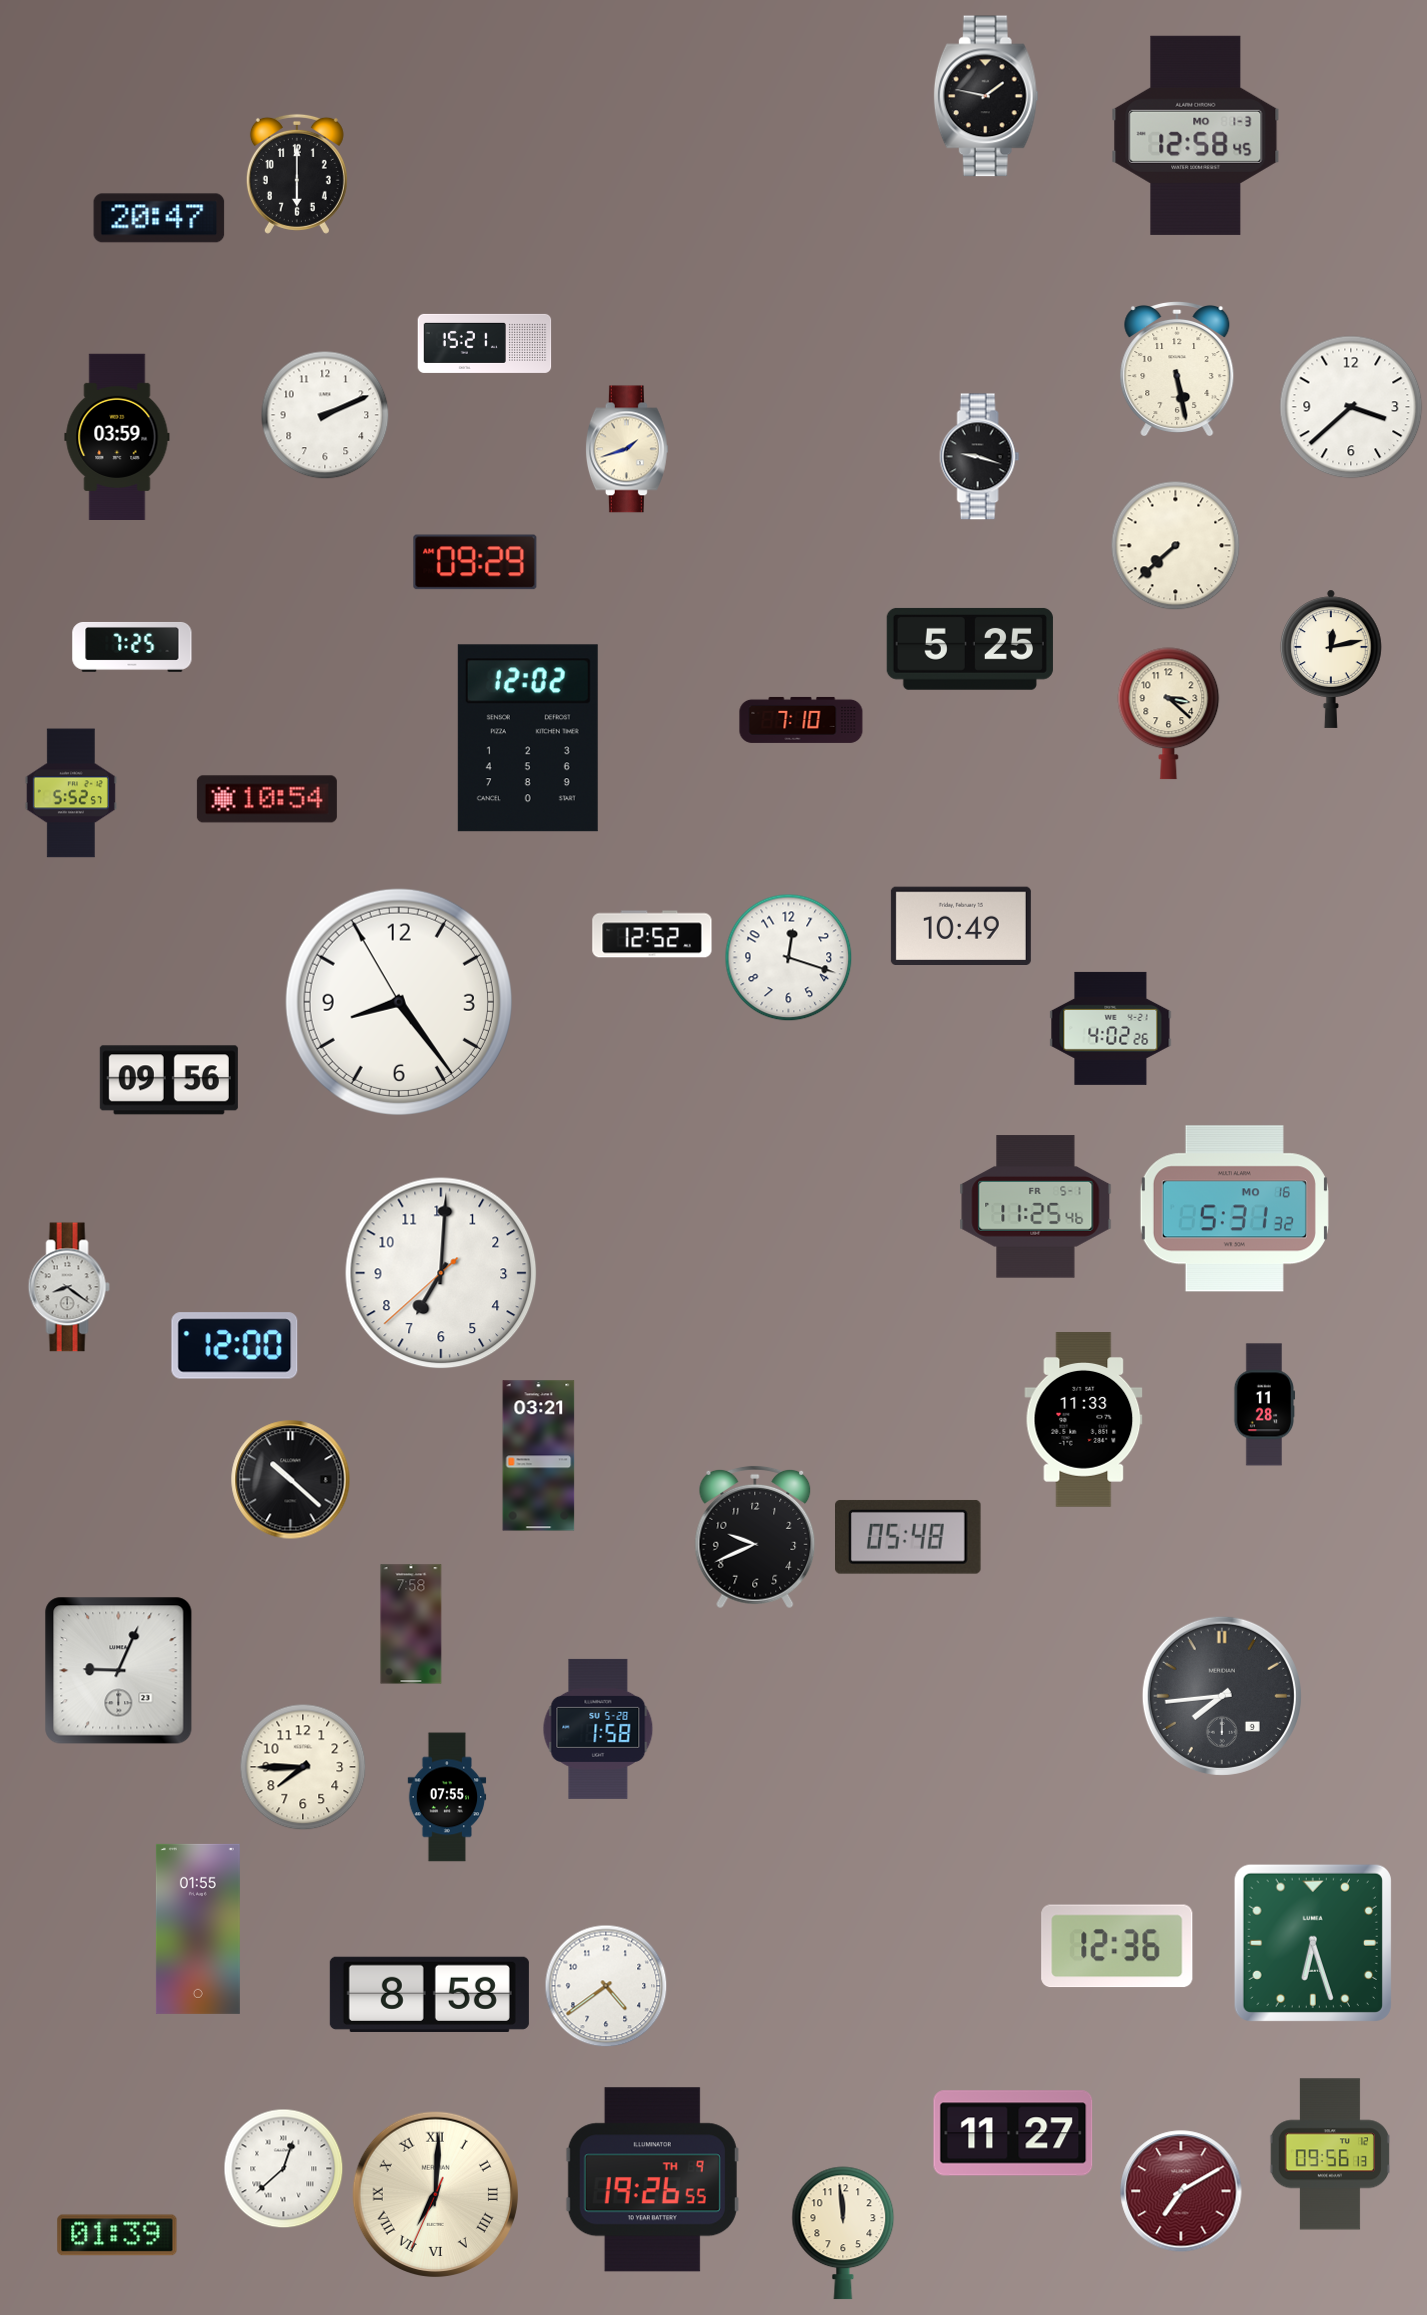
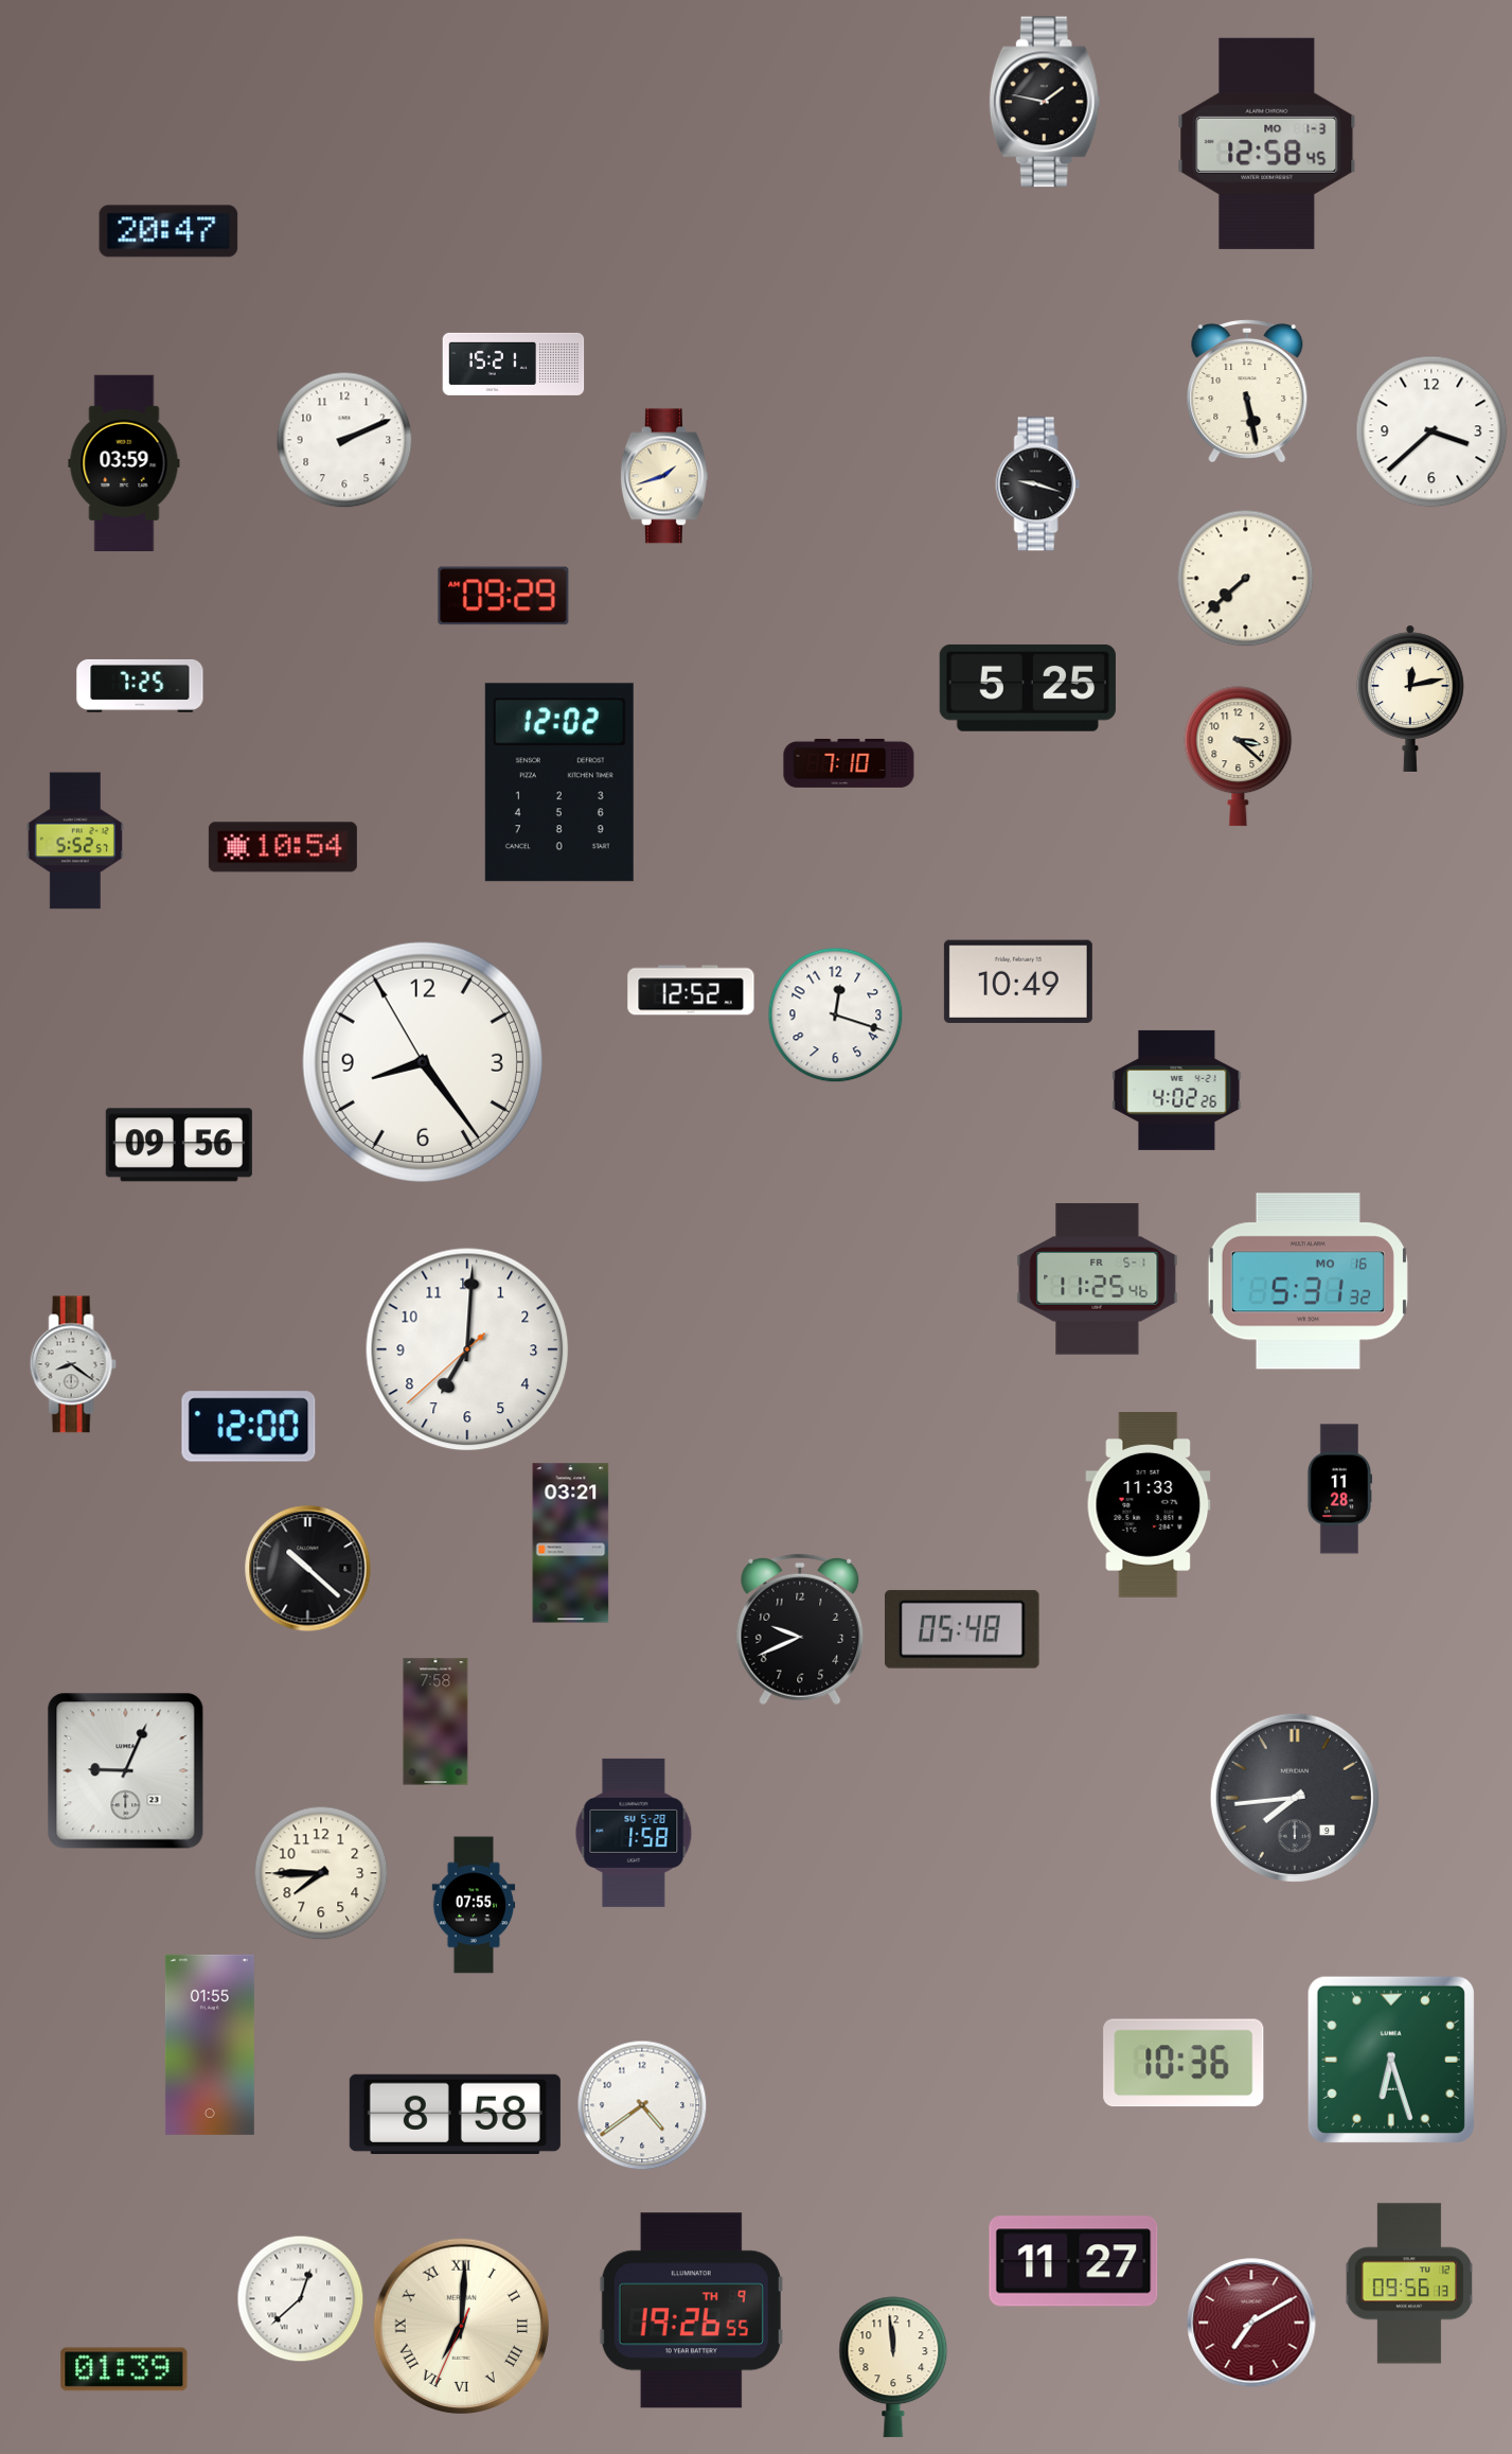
clock at (297, 174): 6:00 -> none
clock at (1117, 1946): 12:36 -> 10:36
